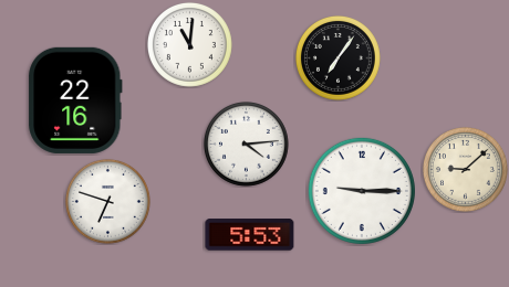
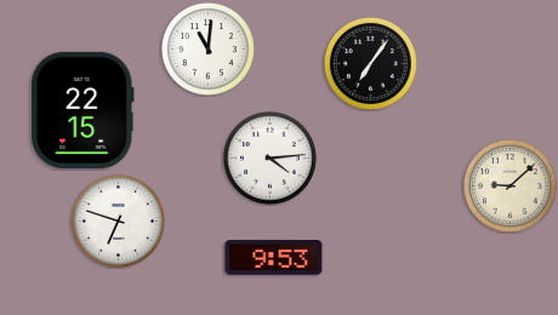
clock at (75, 100): 22:16 -> 22:15
clock at (362, 191): 9:15 -> none
clock at (250, 235): 5:53 -> 9:53
